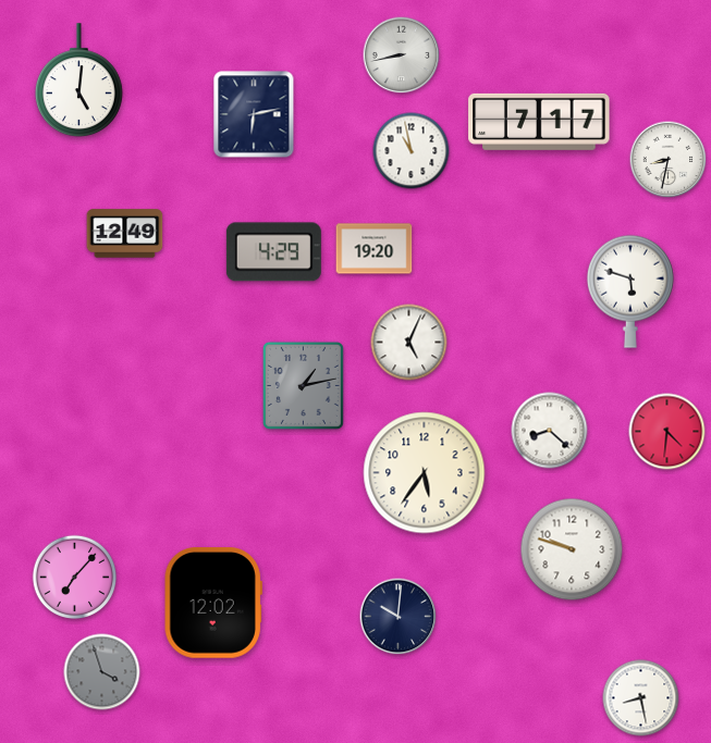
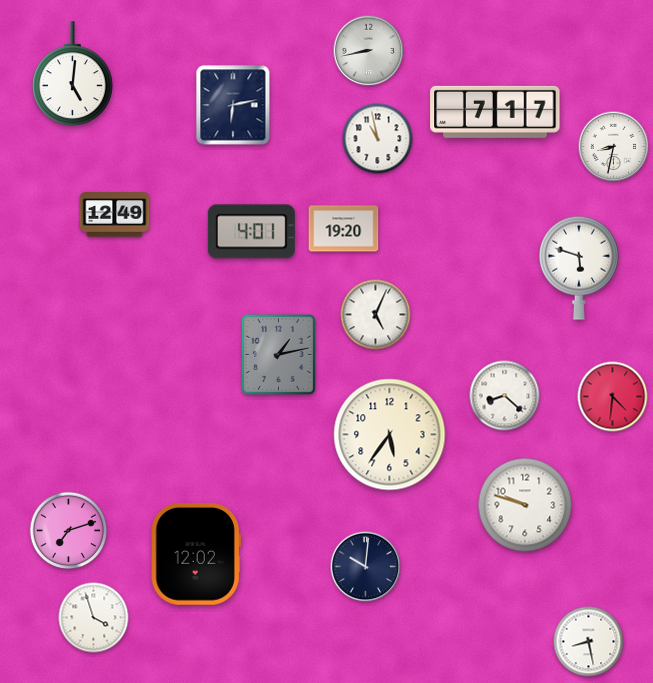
clock at (273, 252): 4:29 -> 4:01
clock at (75, 578): 7:07 -> 7:12
clock at (102, 672) dial: grey -> white
